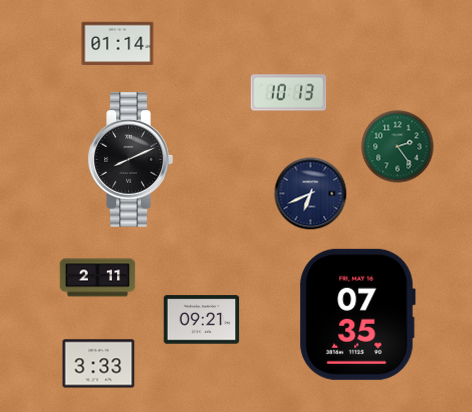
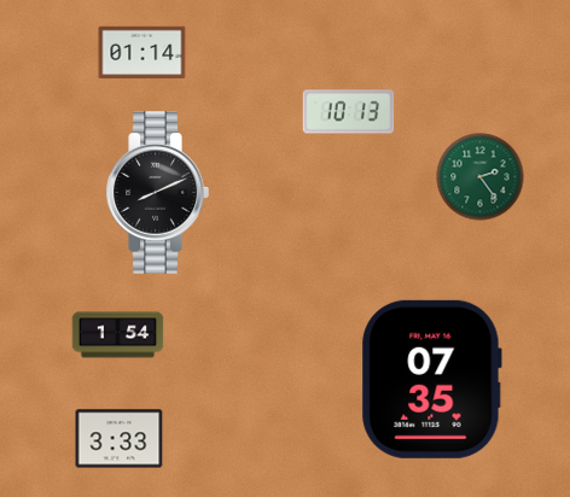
clock at (311, 194): 6:41 -> none
clock at (98, 278): 2:11 -> 1:54
clock at (202, 320): 09:21 -> none
